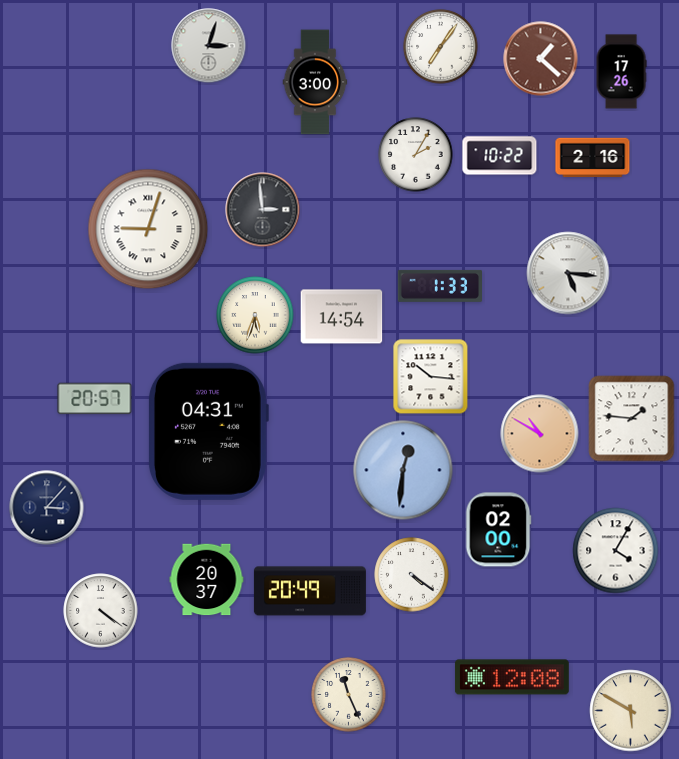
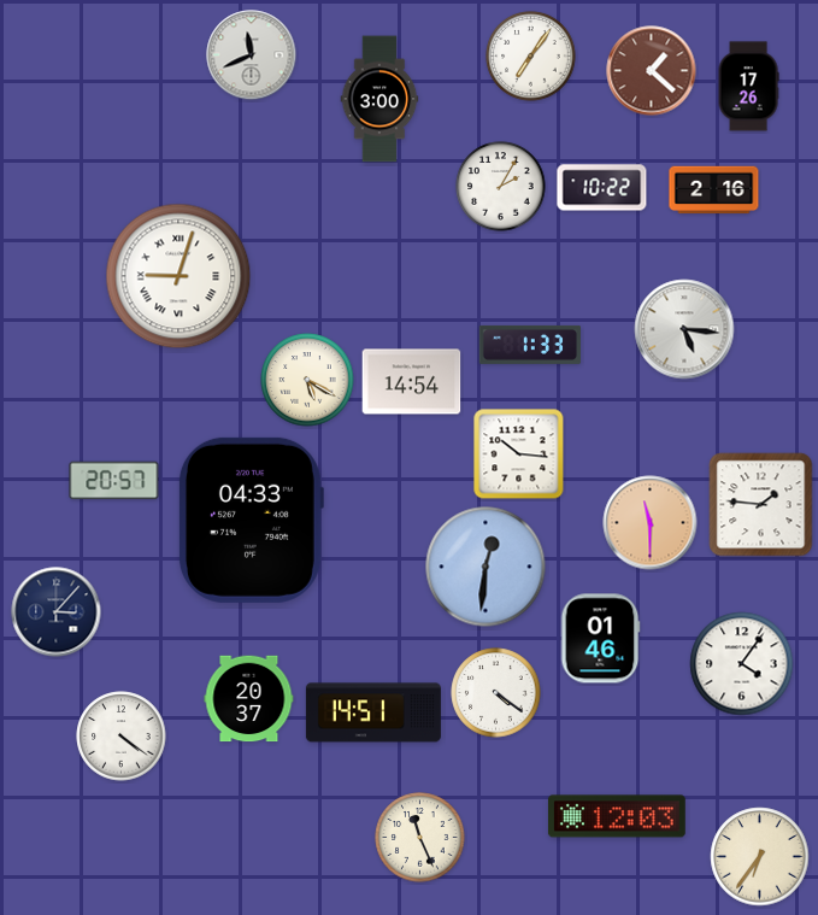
clock at (209, 46): 3:03 -> 11:41
clock at (263, 210): 2:59 -> none
clock at (255, 315): 5:33 -> 5:20
clock at (208, 431): 04:31 -> 04:33
clock at (540, 434): 10:50 -> 11:30
clock at (498, 530): 02:00 -> 01:46
clock at (616, 551): 4:05 -> 4:06
clock at (310, 591): 20:49 -> 14:51
clock at (512, 677): 12:08 -> 12:03
clock at (631, 711): 5:50 -> 6:36
